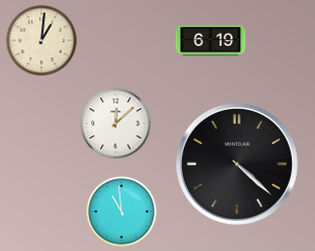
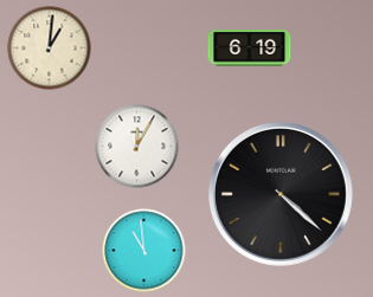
clock at (116, 124): 12:08 -> 12:05
